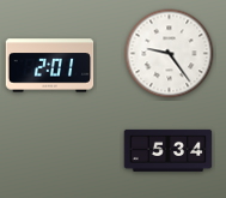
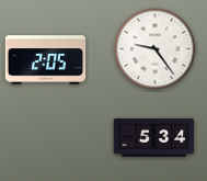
clock at (50, 66): 2:01 -> 2:05
